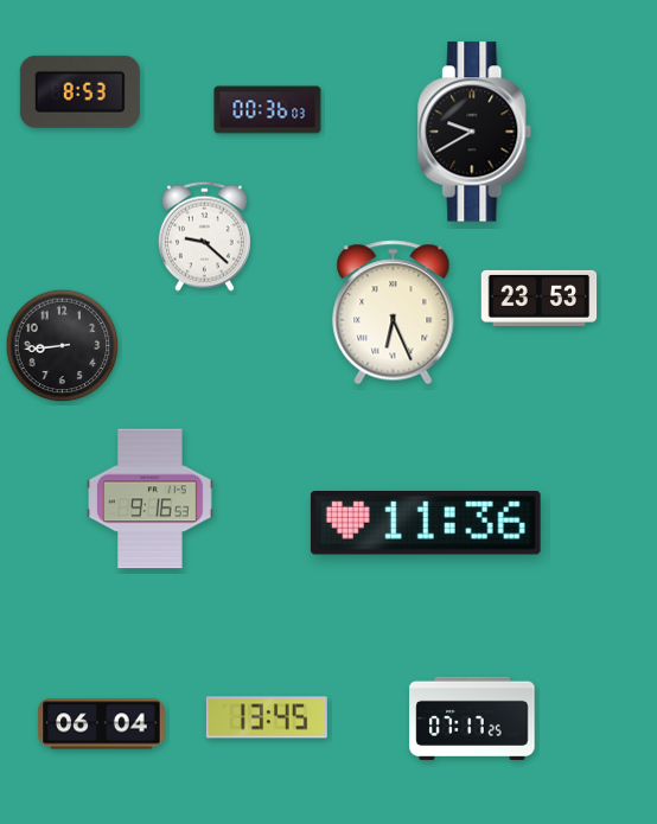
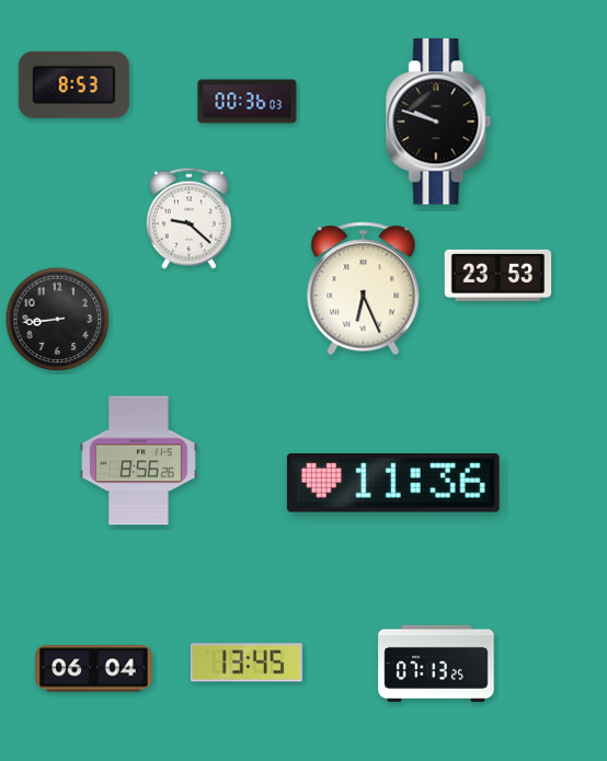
clock at (476, 132): 9:40 -> 9:48
clock at (151, 499): 9:16 -> 8:56
clock at (472, 718): 07:17 -> 07:13
